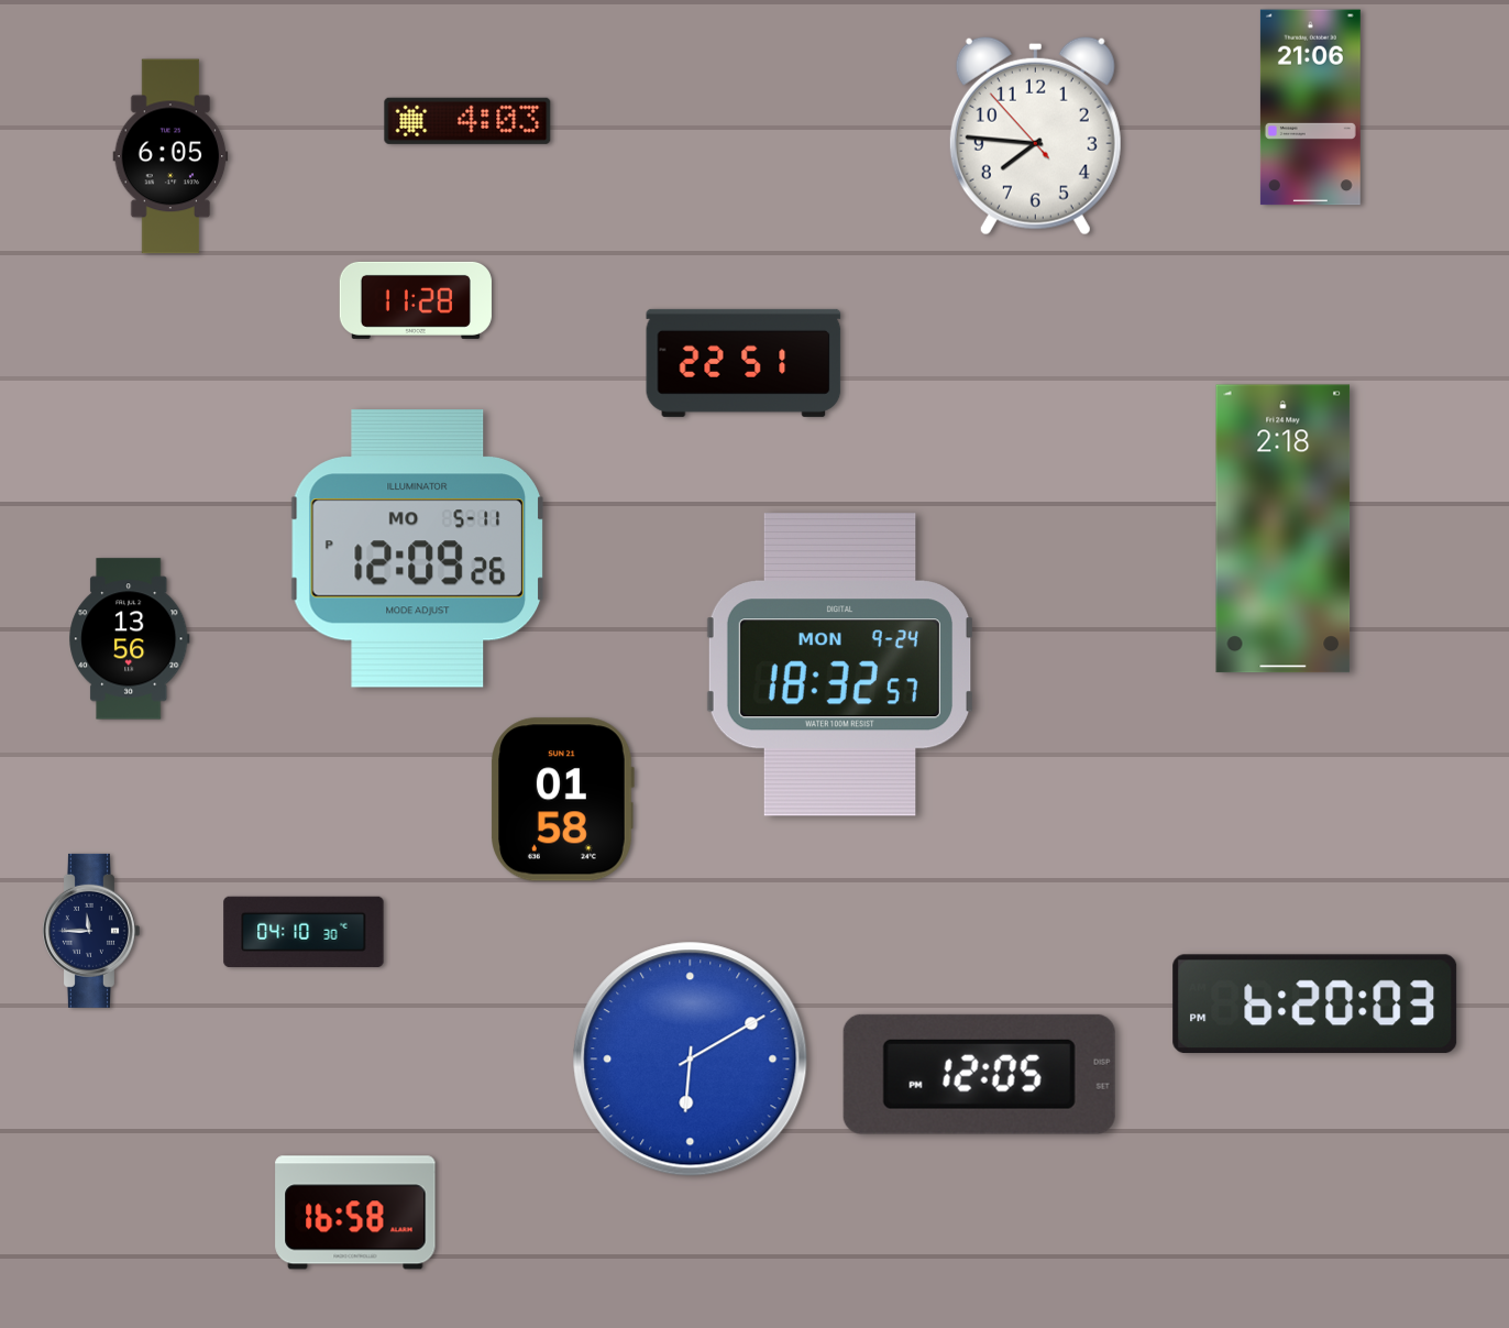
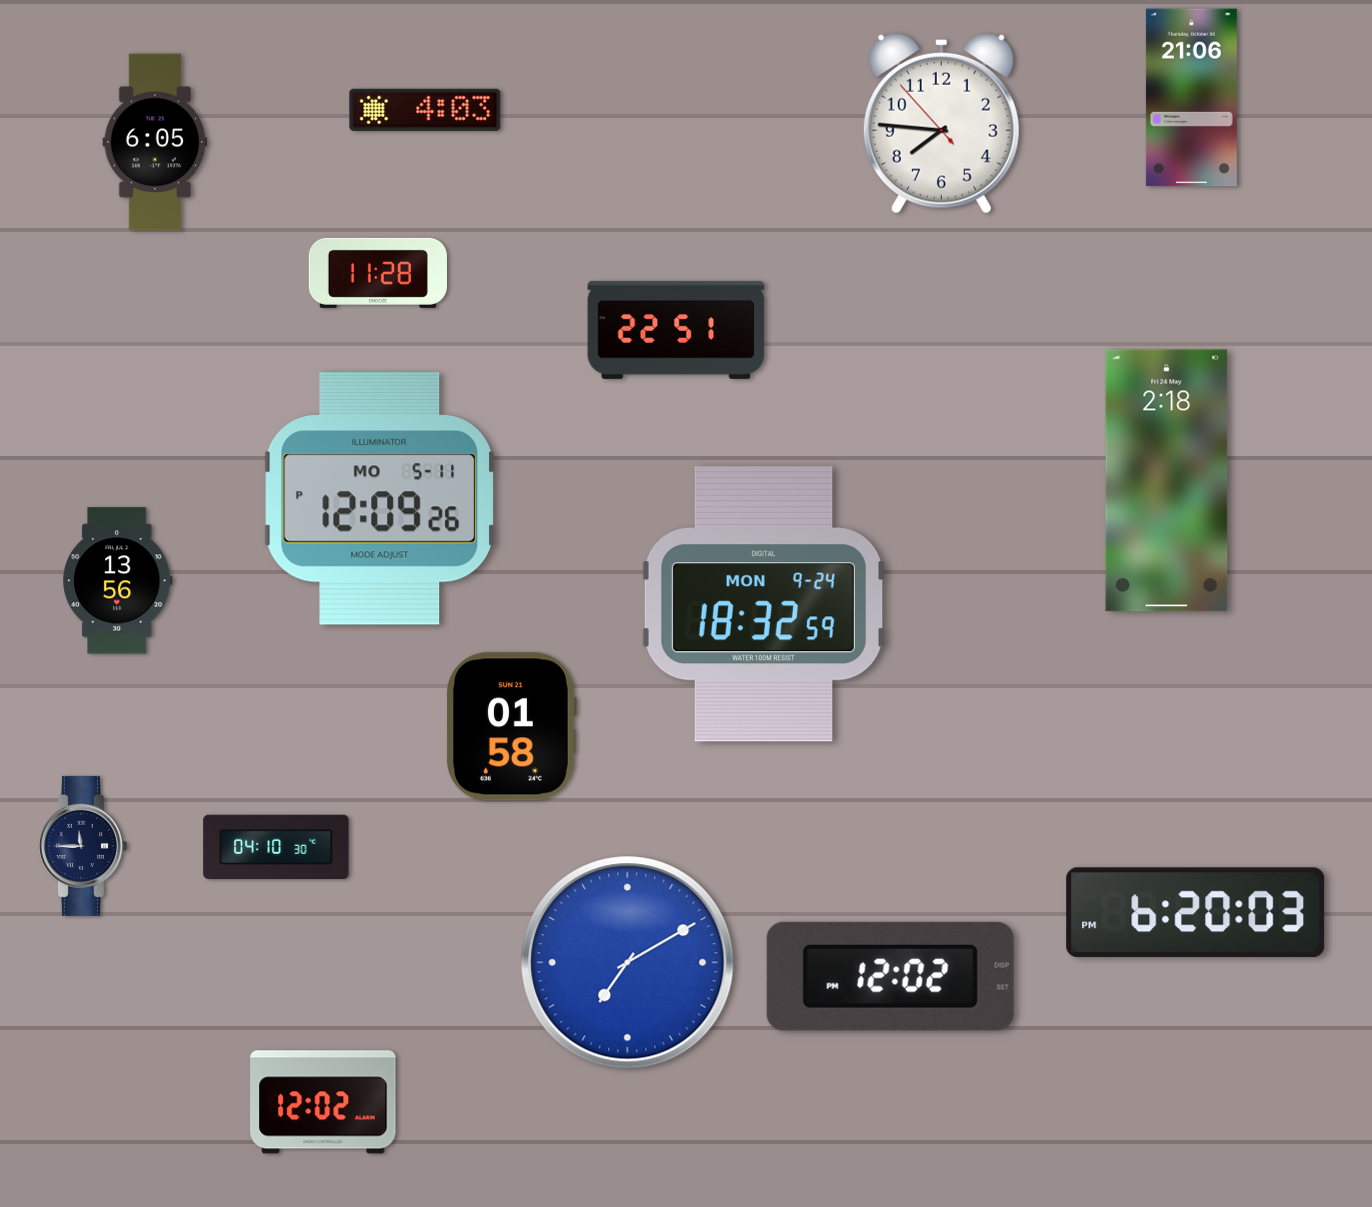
clock at (839, 666): 18:32:57 -> 18:32:59
clock at (691, 1060): 6:10 -> 7:10
clock at (979, 1074): 12:05 -> 12:02
clock at (355, 1212): 16:58 -> 12:02
